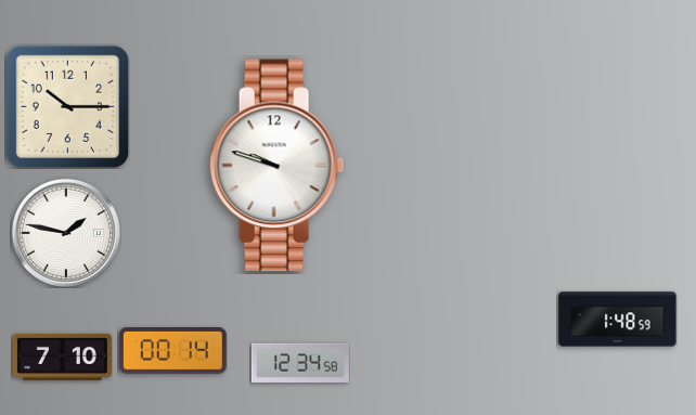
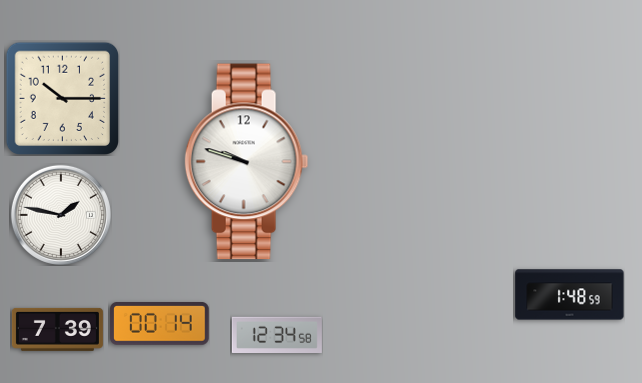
clock at (278, 166) position: (278, 166) -> (247, 162)
clock at (62, 356): 7:10 -> 7:39
